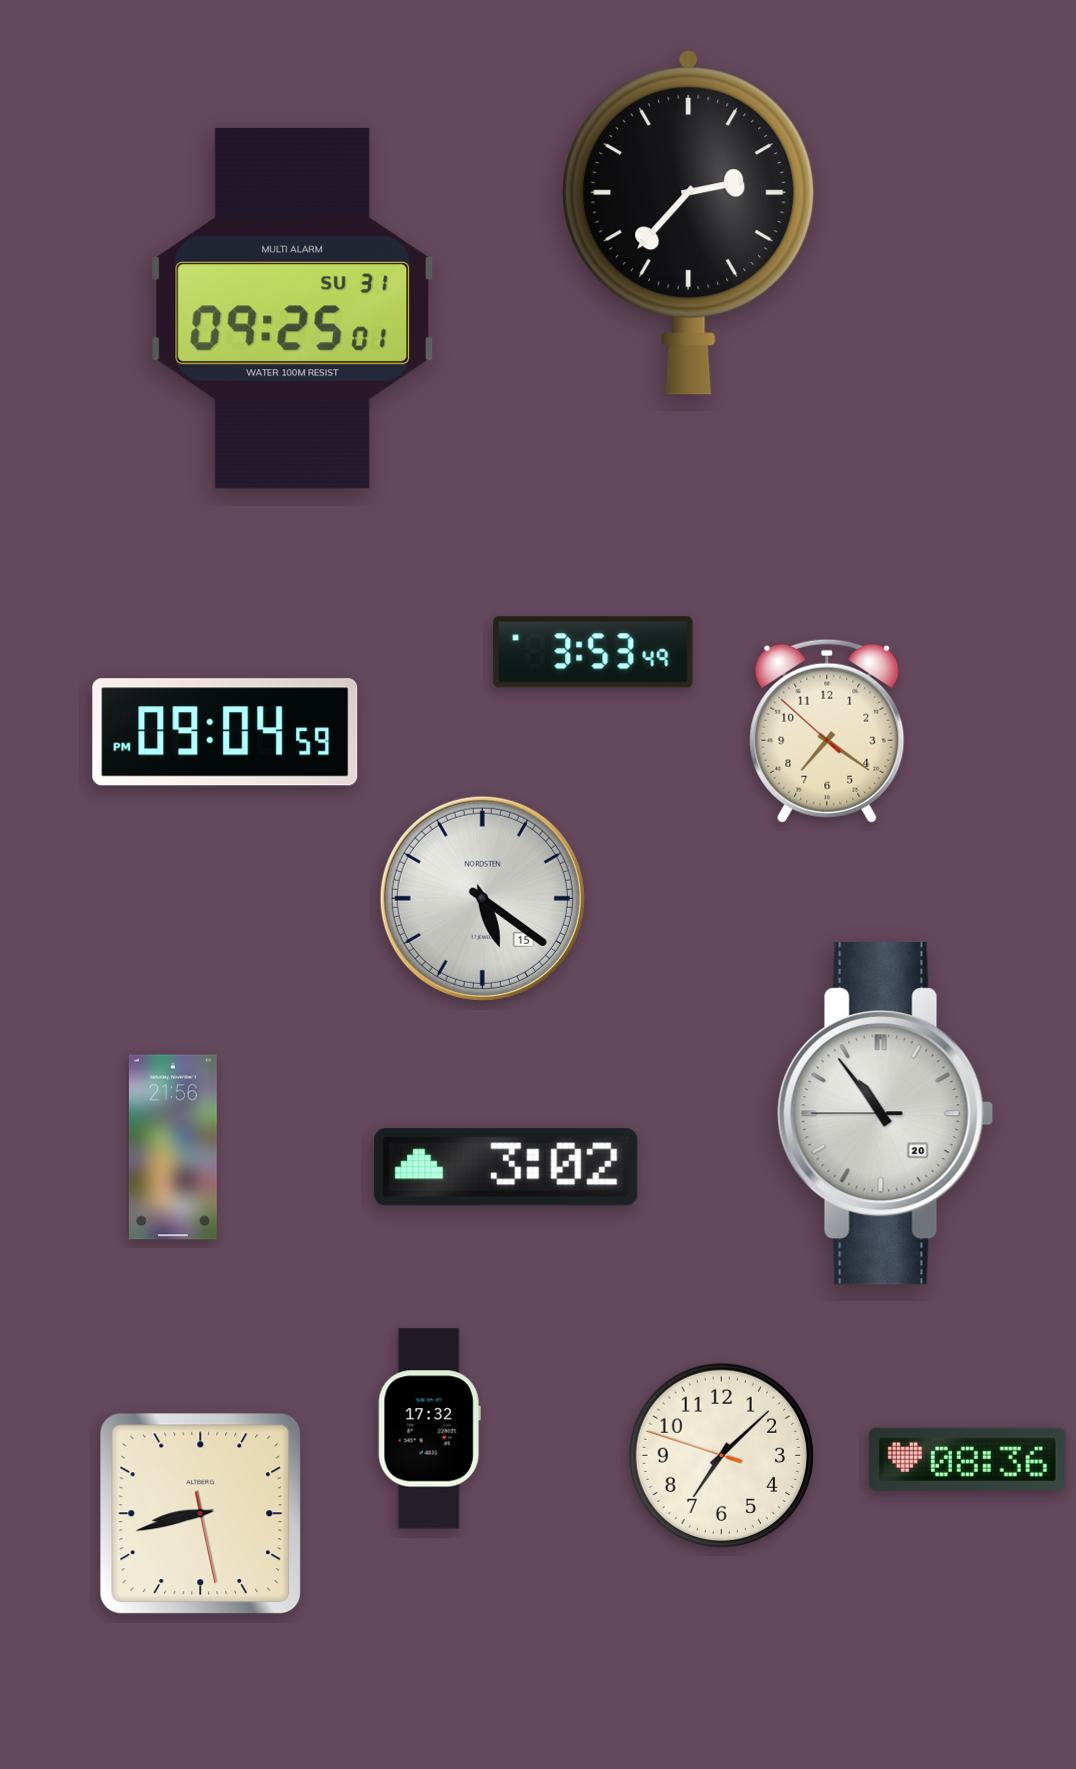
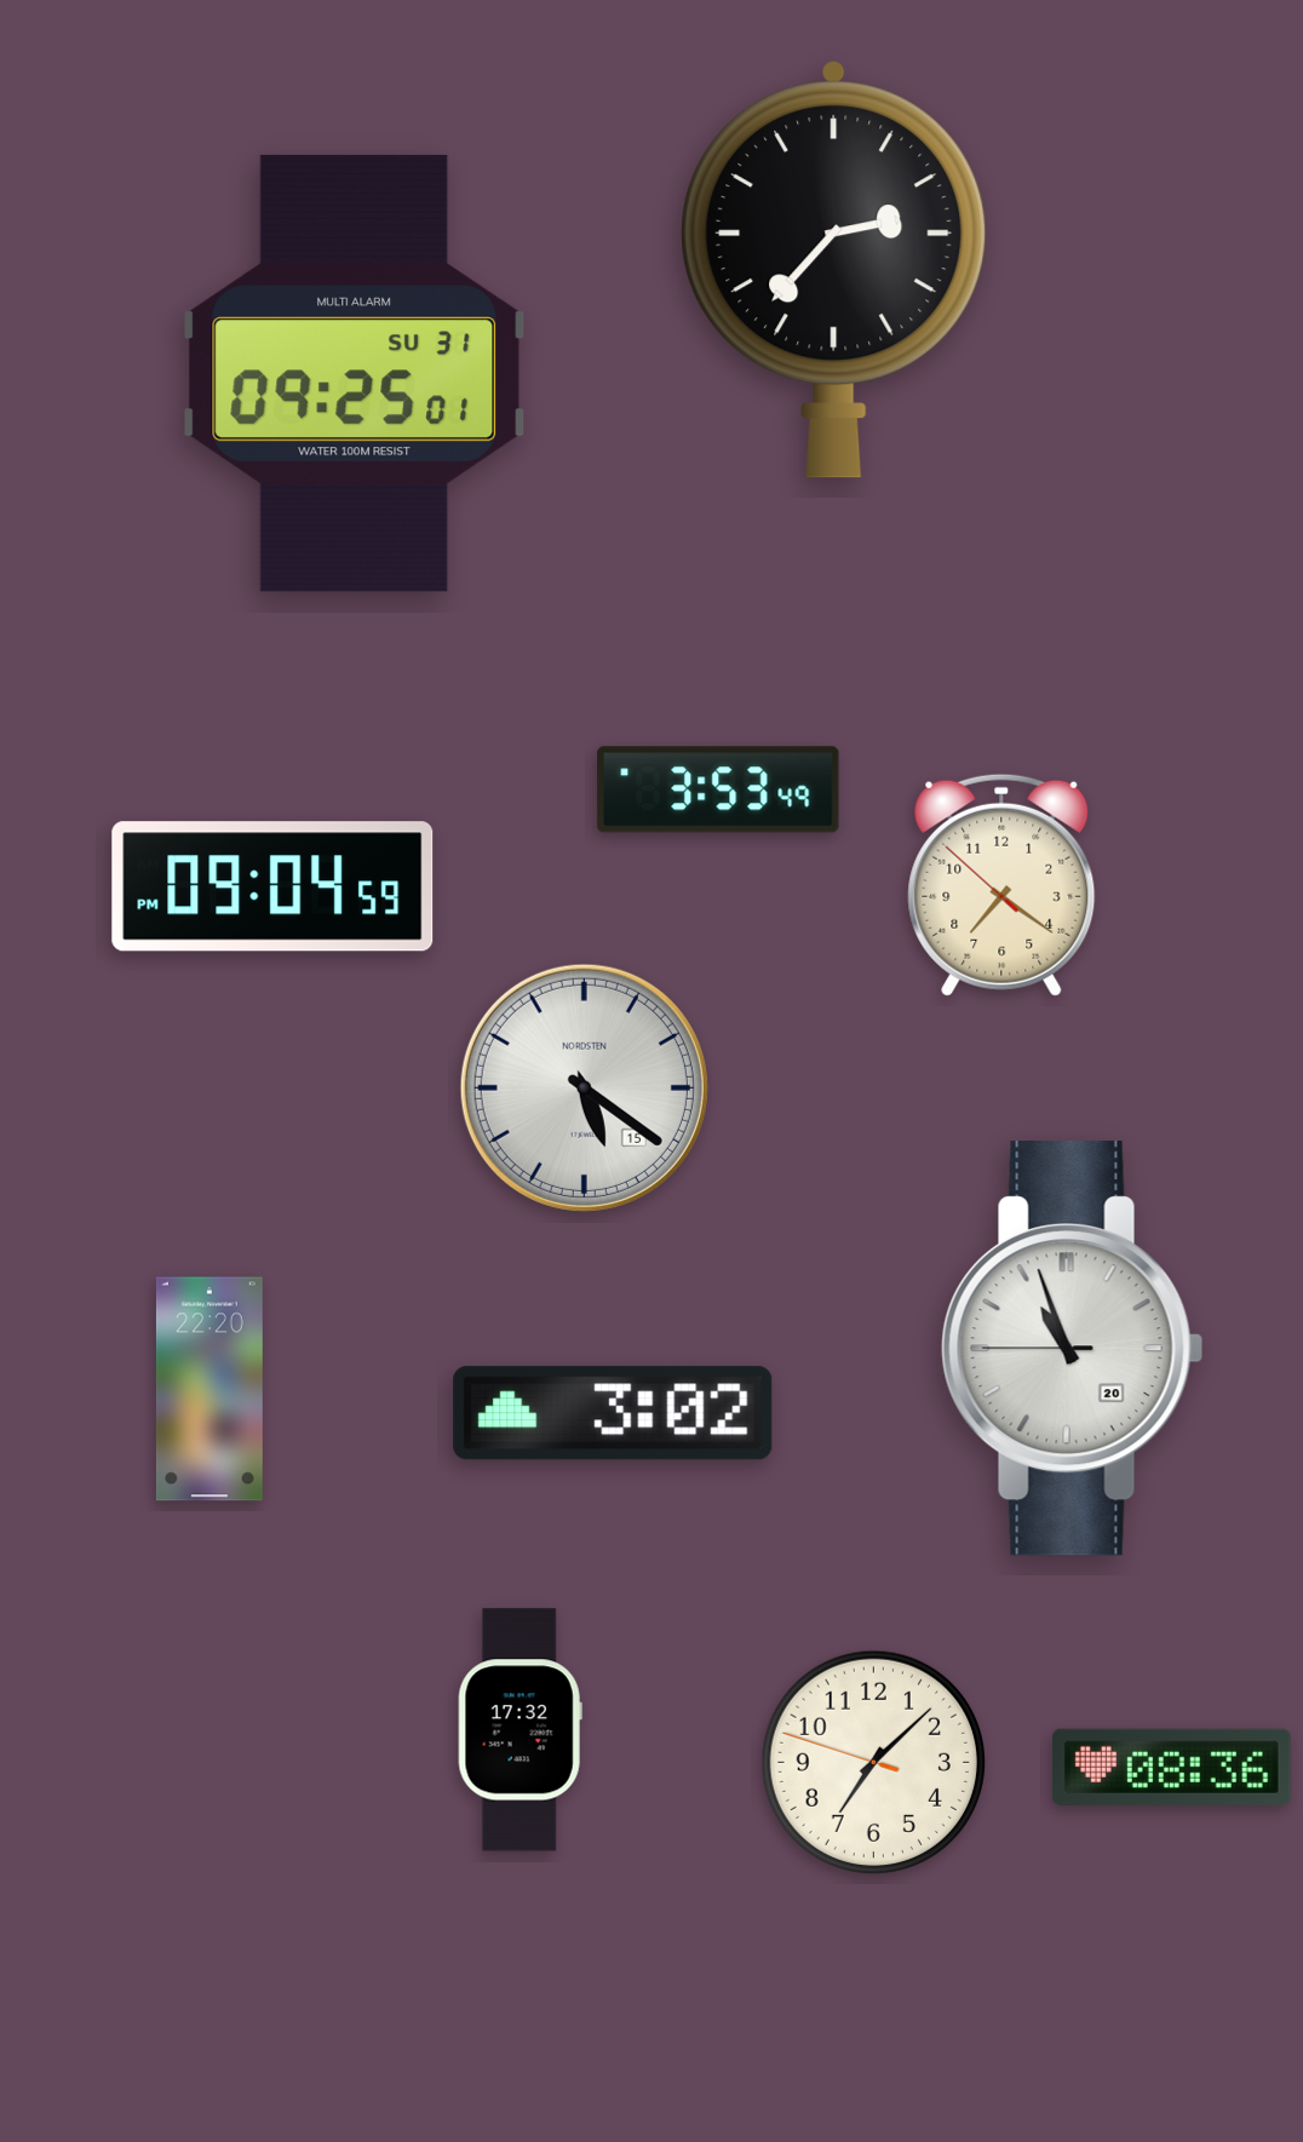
clock at (886, 1114): 10:53 -> 10:56
clock at (173, 1147): 21:56 -> 22:20
clock at (201, 1514): 8:42 -> none
